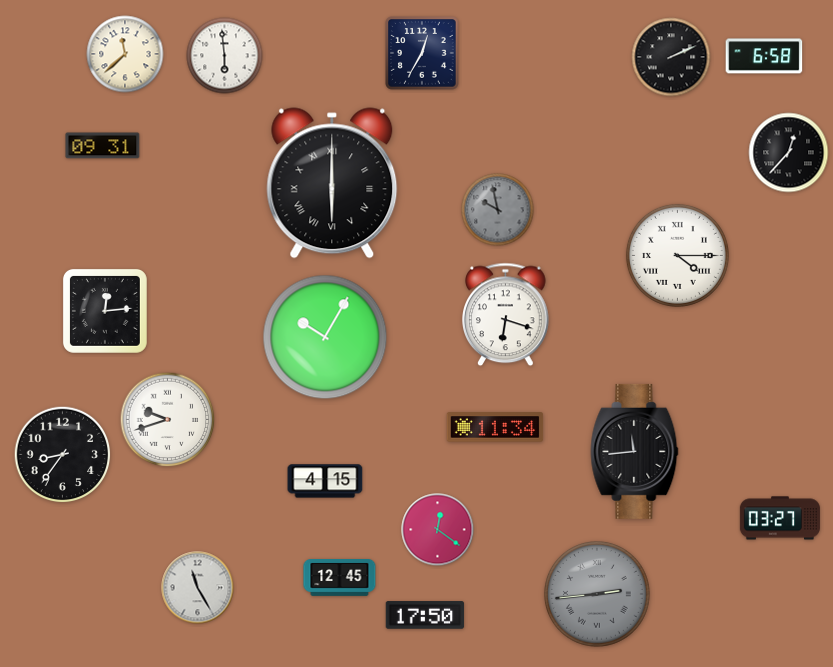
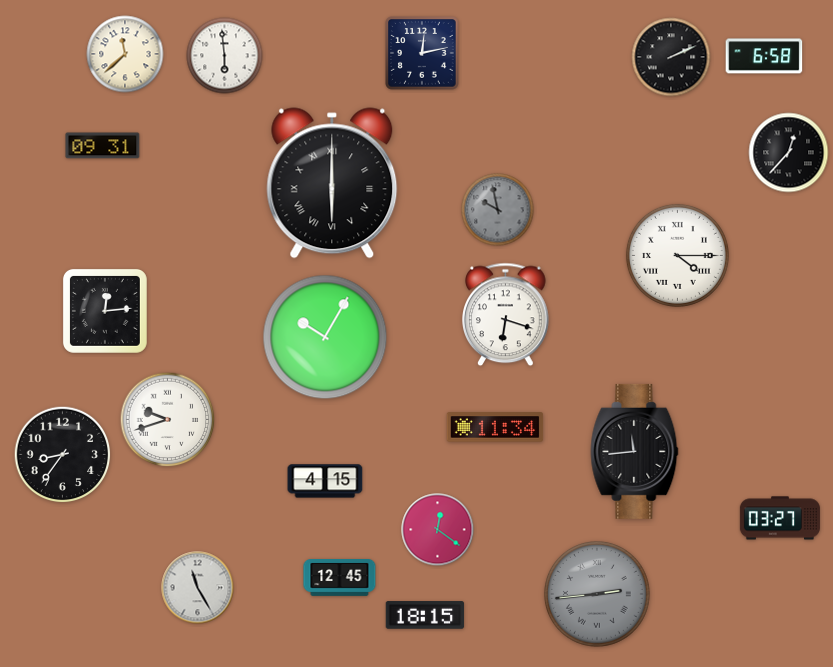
clock at (422, 53): 12:35 -> 12:13
clock at (425, 615): 17:50 -> 18:15
